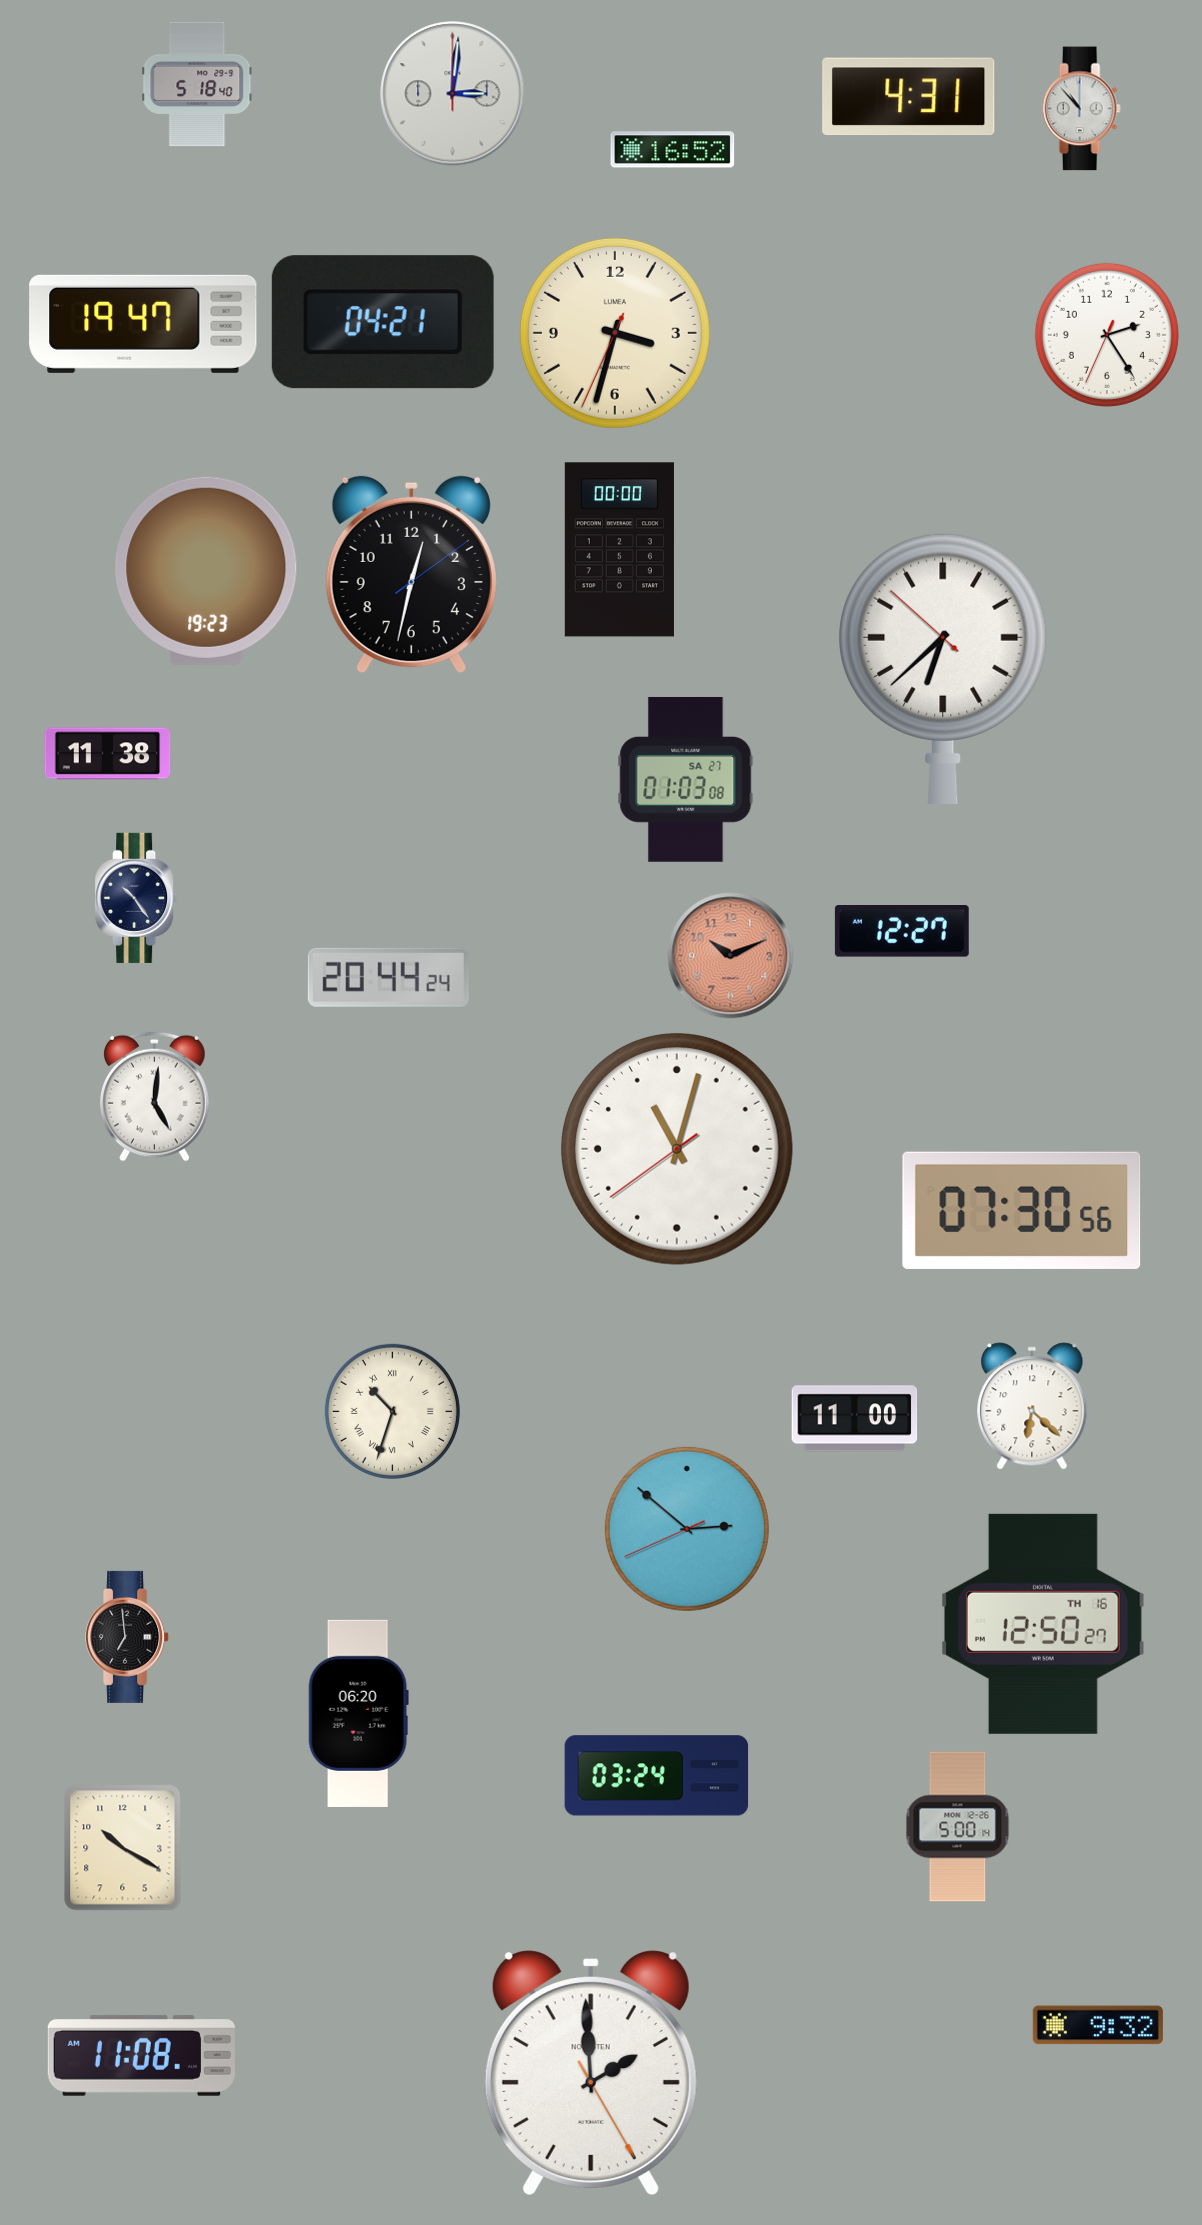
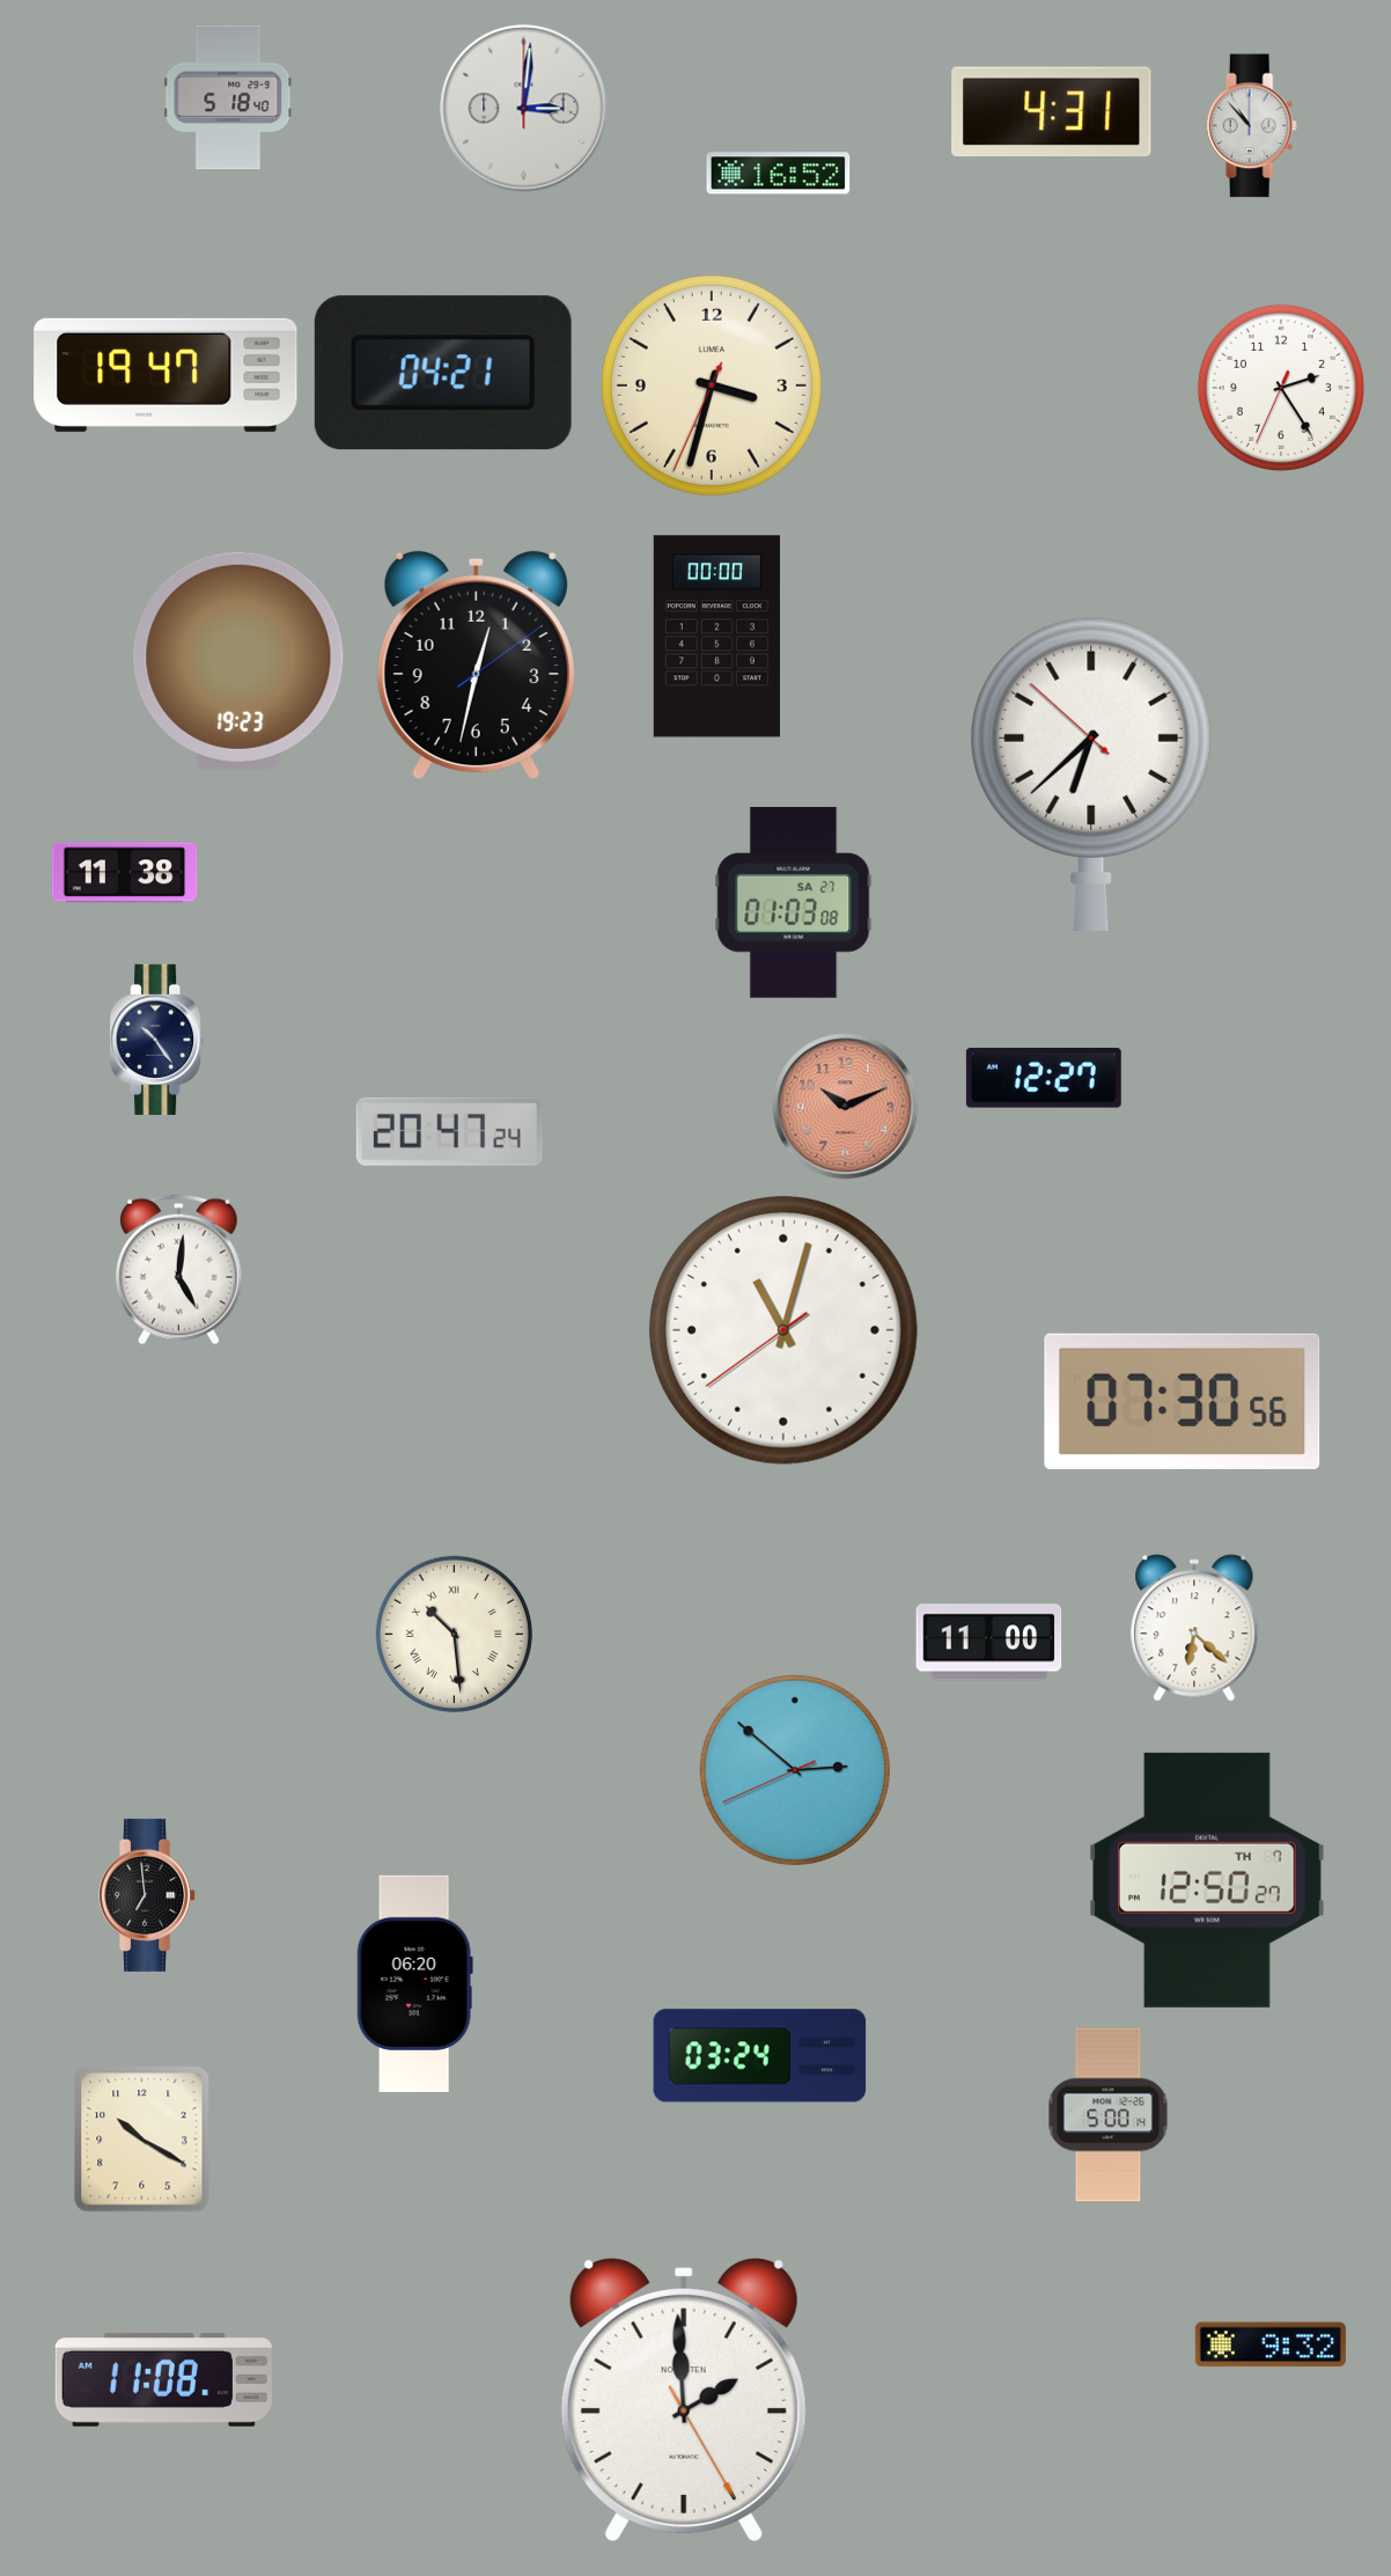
clock at (388, 977): 20:44 -> 20:47
clock at (392, 1411): 10:33 -> 10:29
clock at (1043, 1624) date: TH 16 -> TH 7
